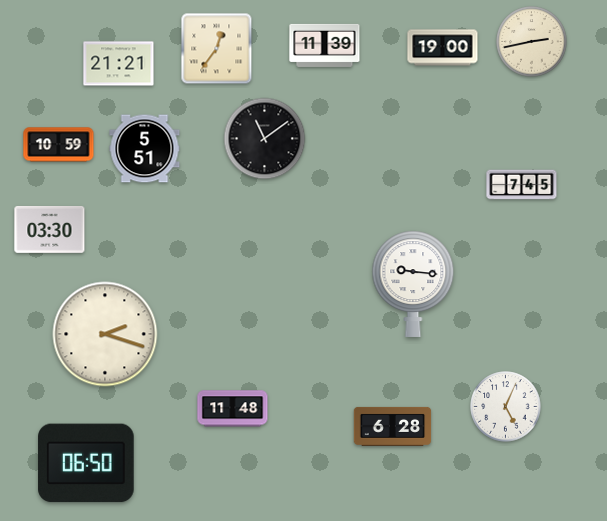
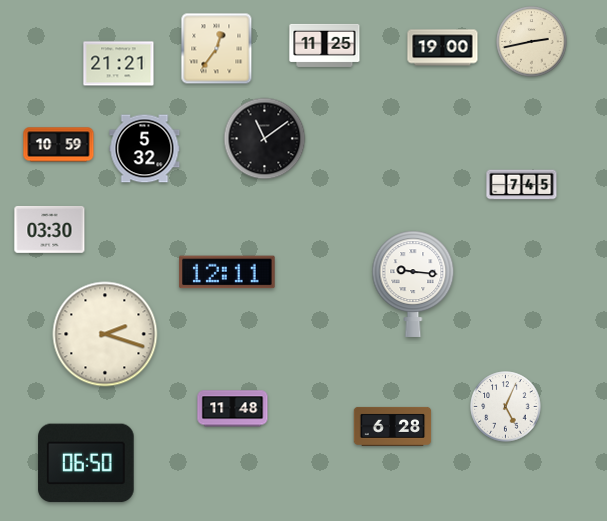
clock at (325, 45): 11:39 -> 11:25
clock at (145, 149): 5:51 -> 5:32
clock at (227, 272): none -> 12:11
